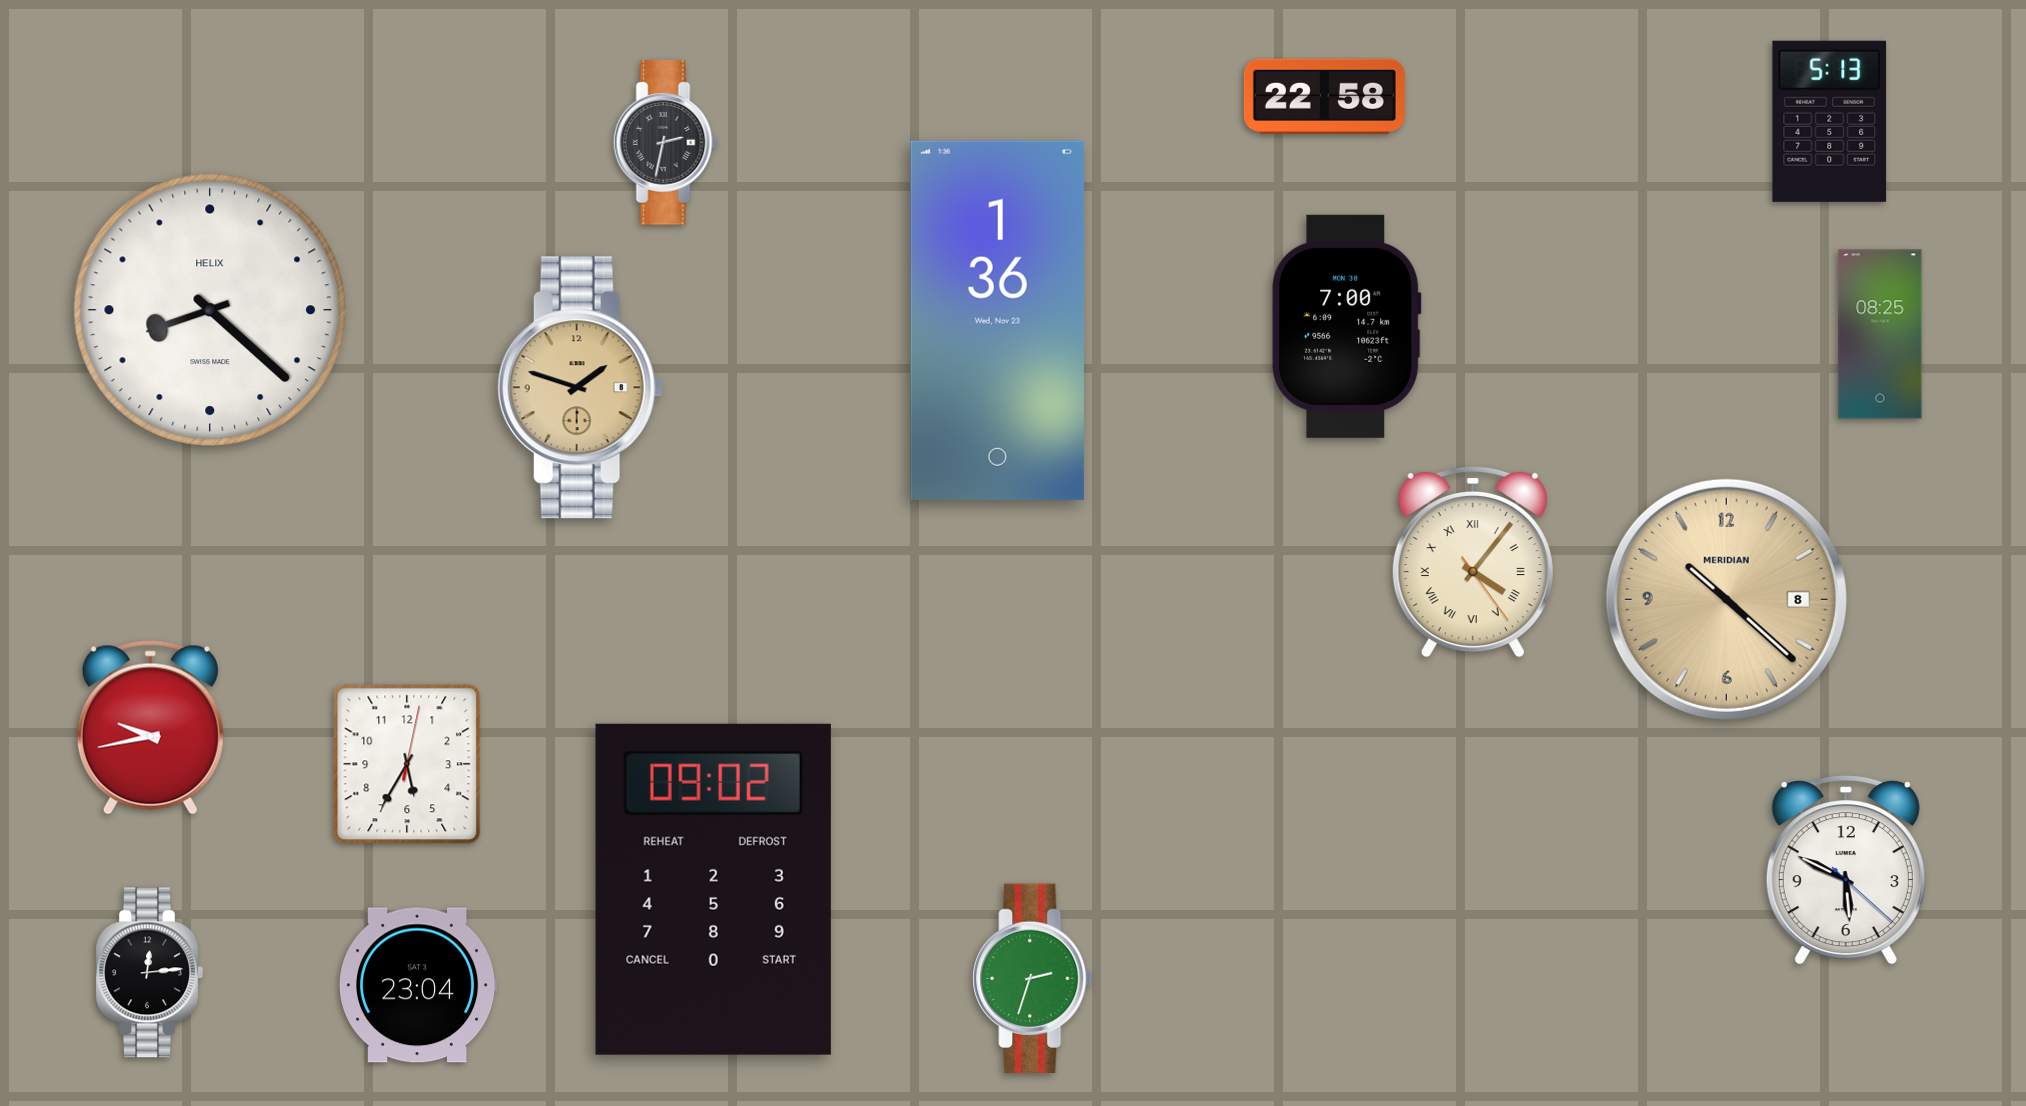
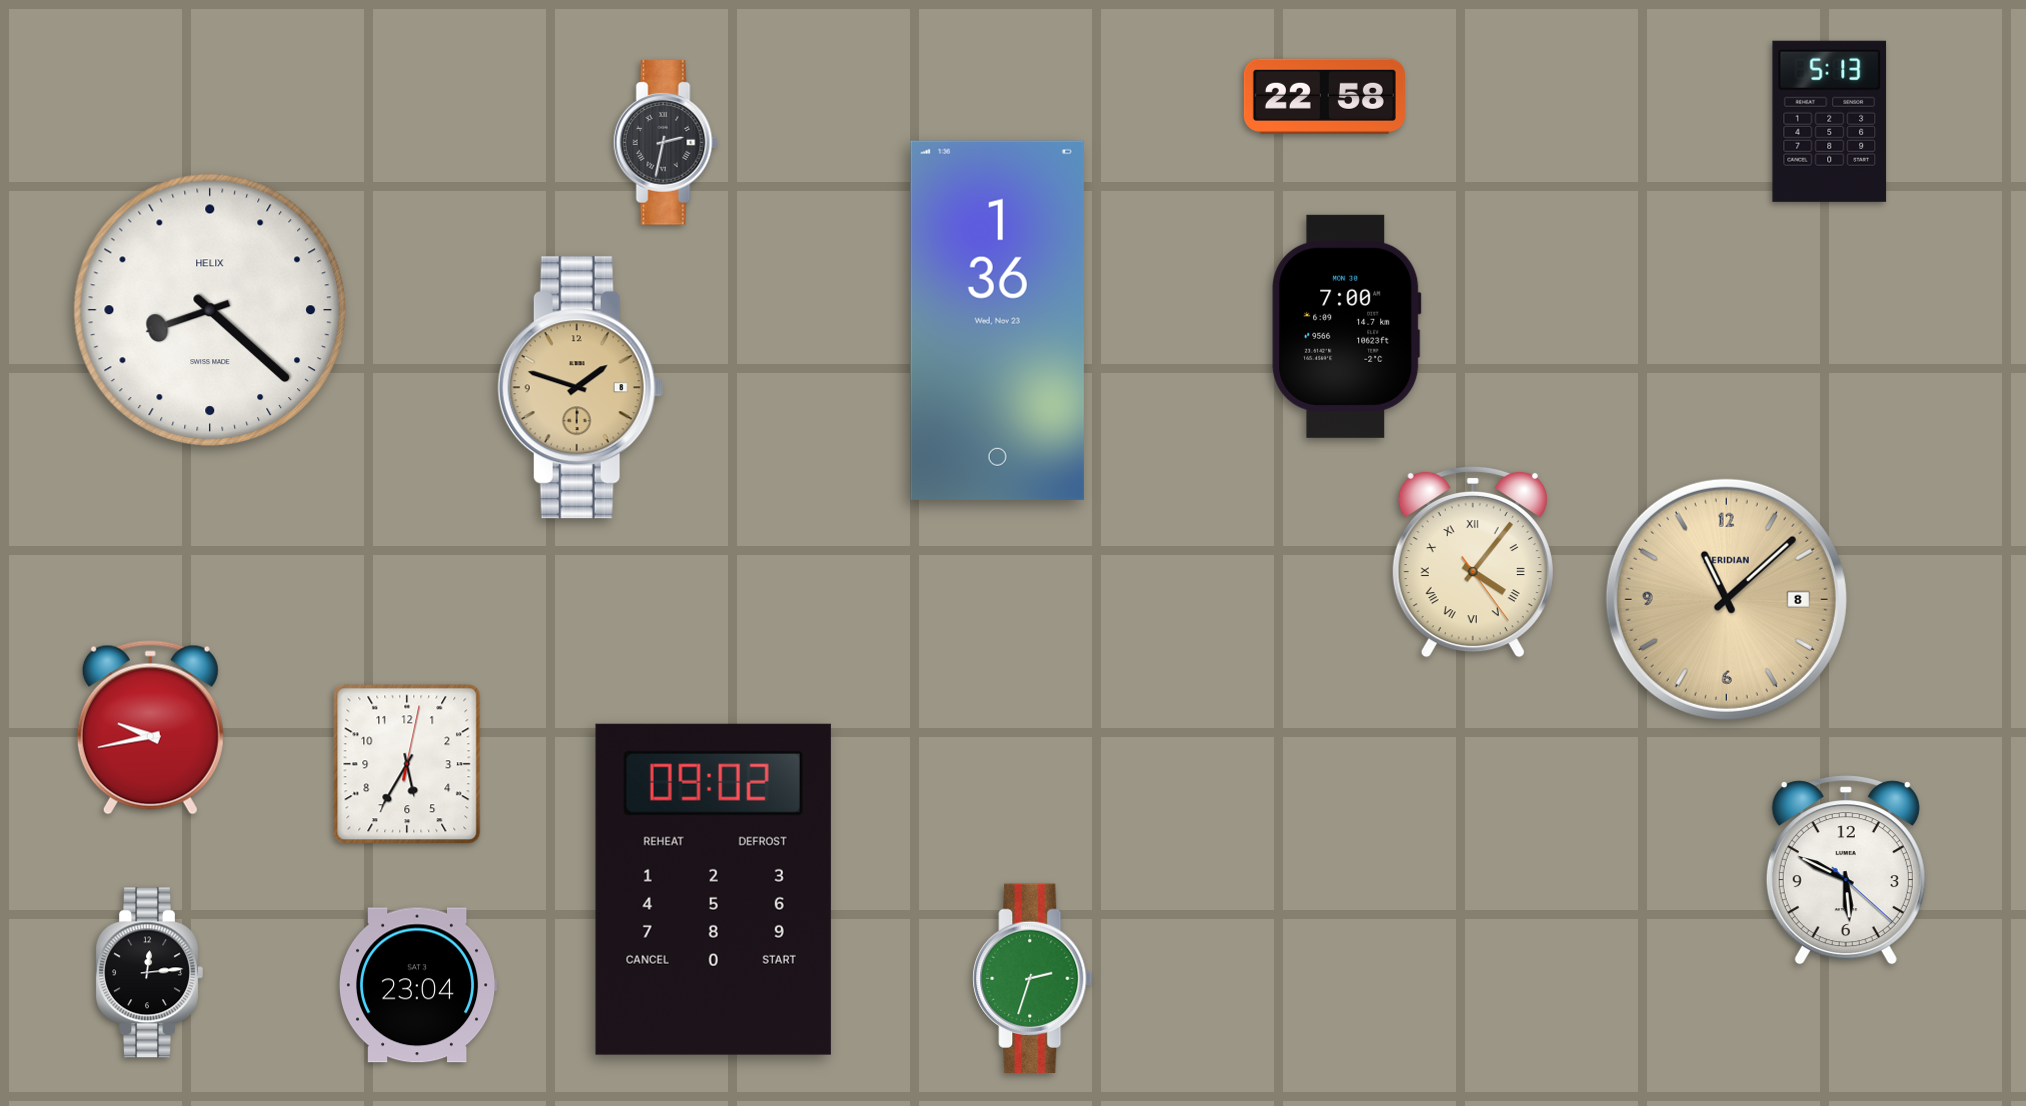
clock at (1880, 334): 08:25 -> none
clock at (1726, 599): 10:22 -> 11:08
